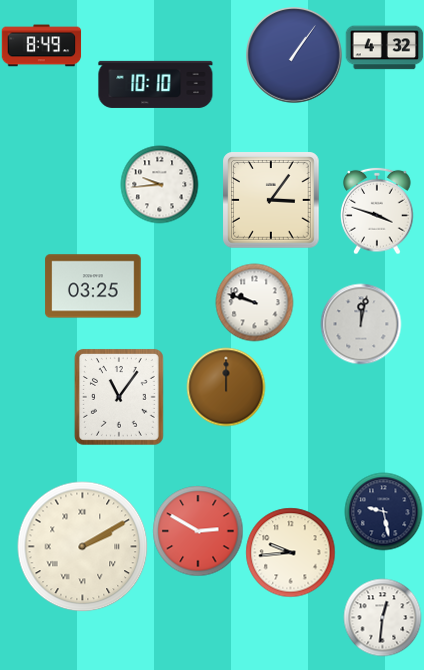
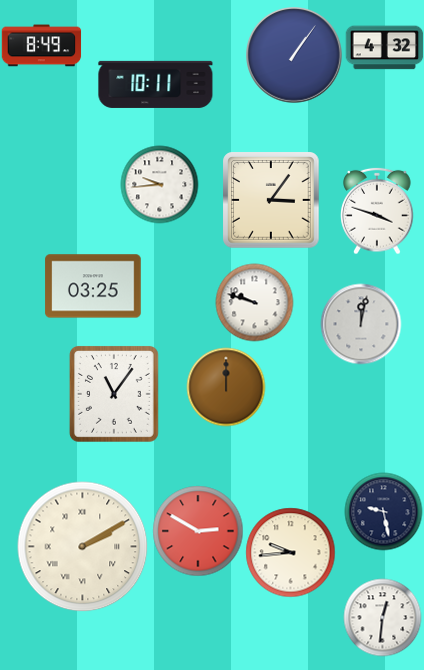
clock at (156, 84): 10:10 -> 10:11
clock at (119, 397) position: (119, 397) -> (114, 394)
